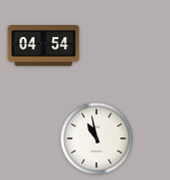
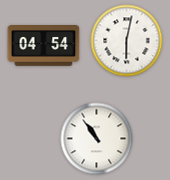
clock at (127, 41): none -> 6:02
clock at (97, 139): 10:58 -> 10:54
